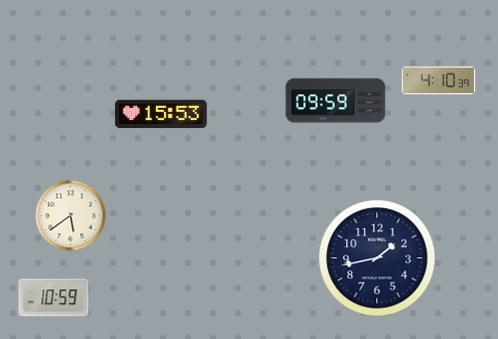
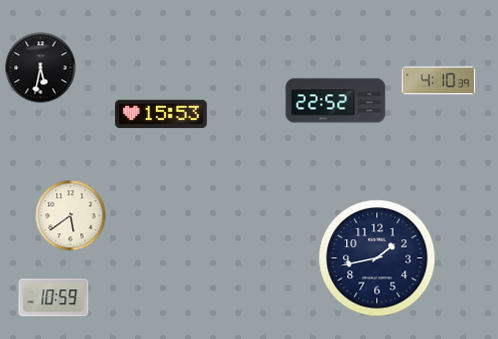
clock at (41, 68): none -> 5:32
clock at (336, 101): 09:59 -> 22:52
